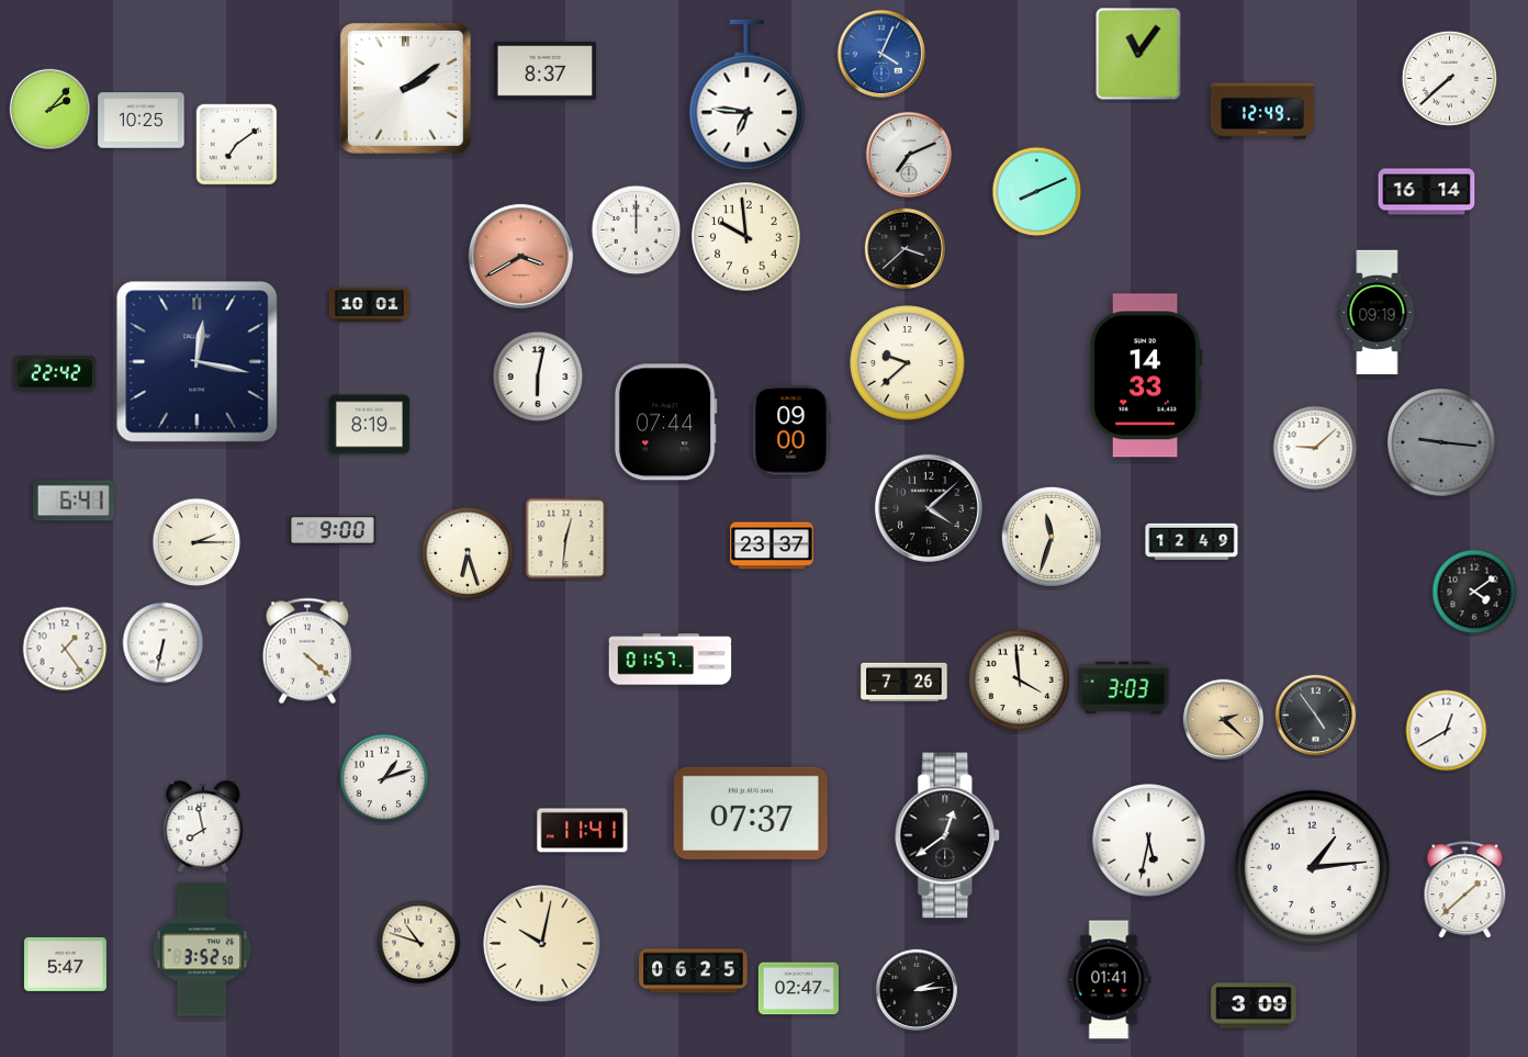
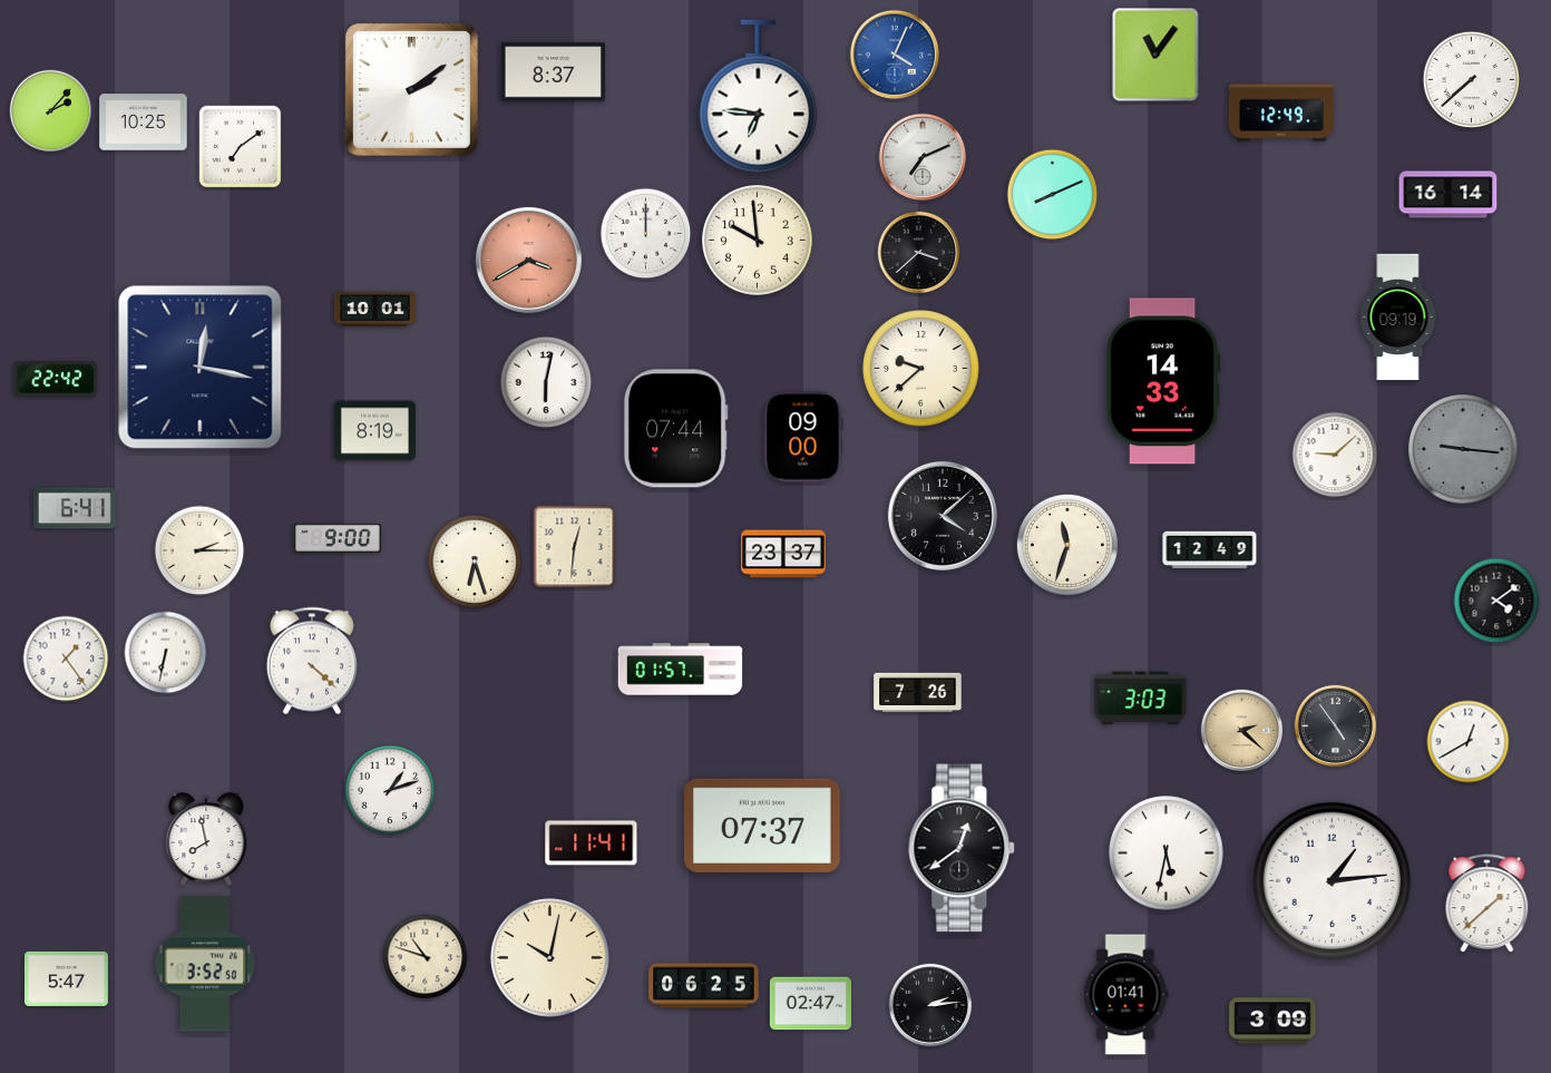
clock at (1019, 679): 3:59 -> none
